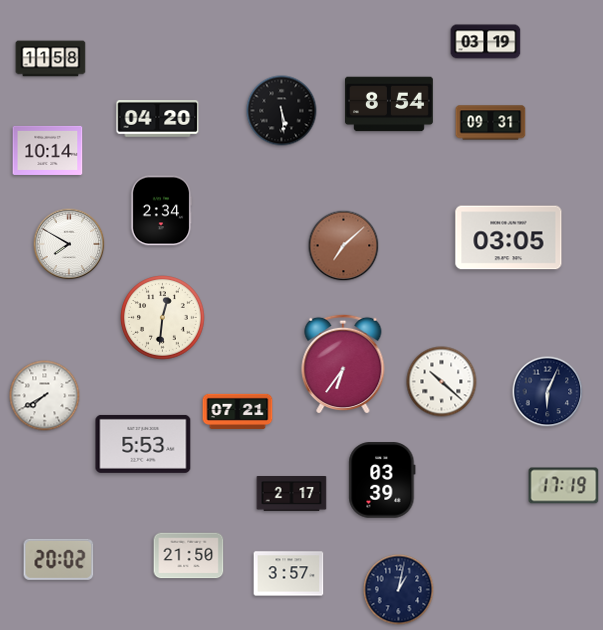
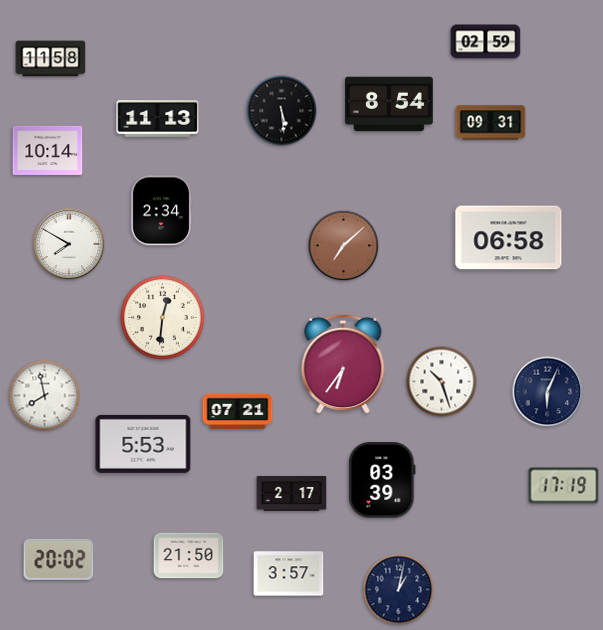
clock at (486, 42): 03:19 -> 02:59
clock at (158, 119): 04:20 -> 11:13
clock at (509, 238): 03:05 -> 06:58
clock at (442, 382): 10:22 -> 10:27
clock at (45, 396): 7:40 -> 7:58
